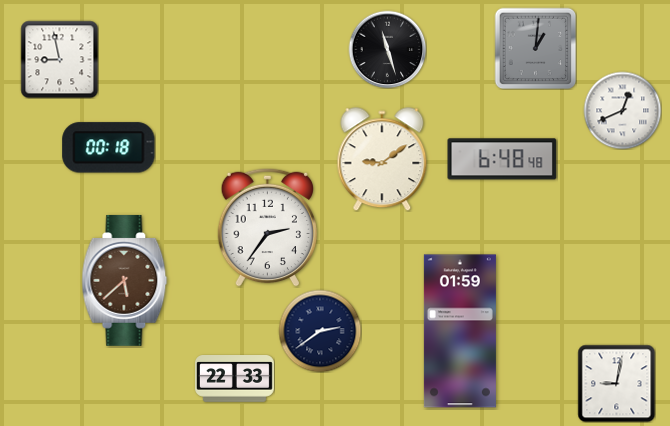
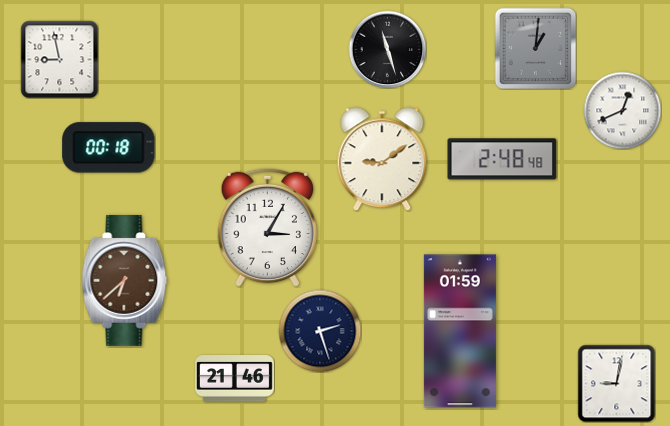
clock at (502, 159): 6:48 -> 2:48
clock at (267, 227): 2:36 -> 3:05
clock at (125, 280): 5:38 -> 6:38
clock at (320, 331): 2:39 -> 2:27
clock at (235, 379): 22:33 -> 21:46
